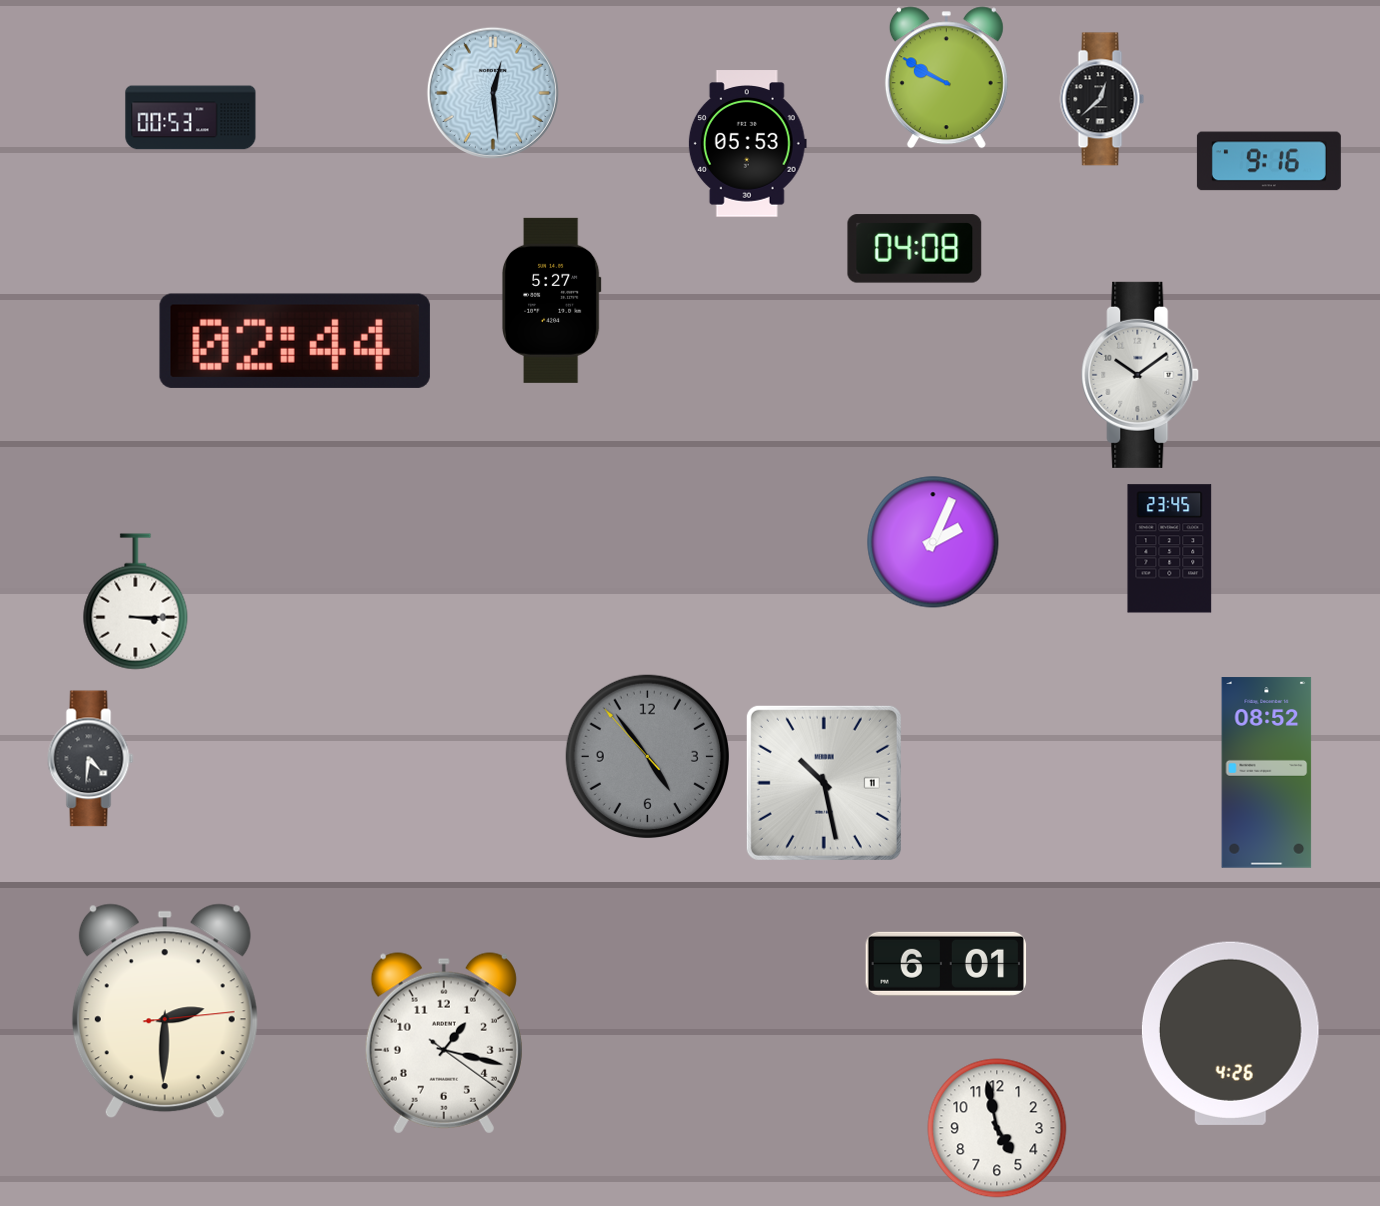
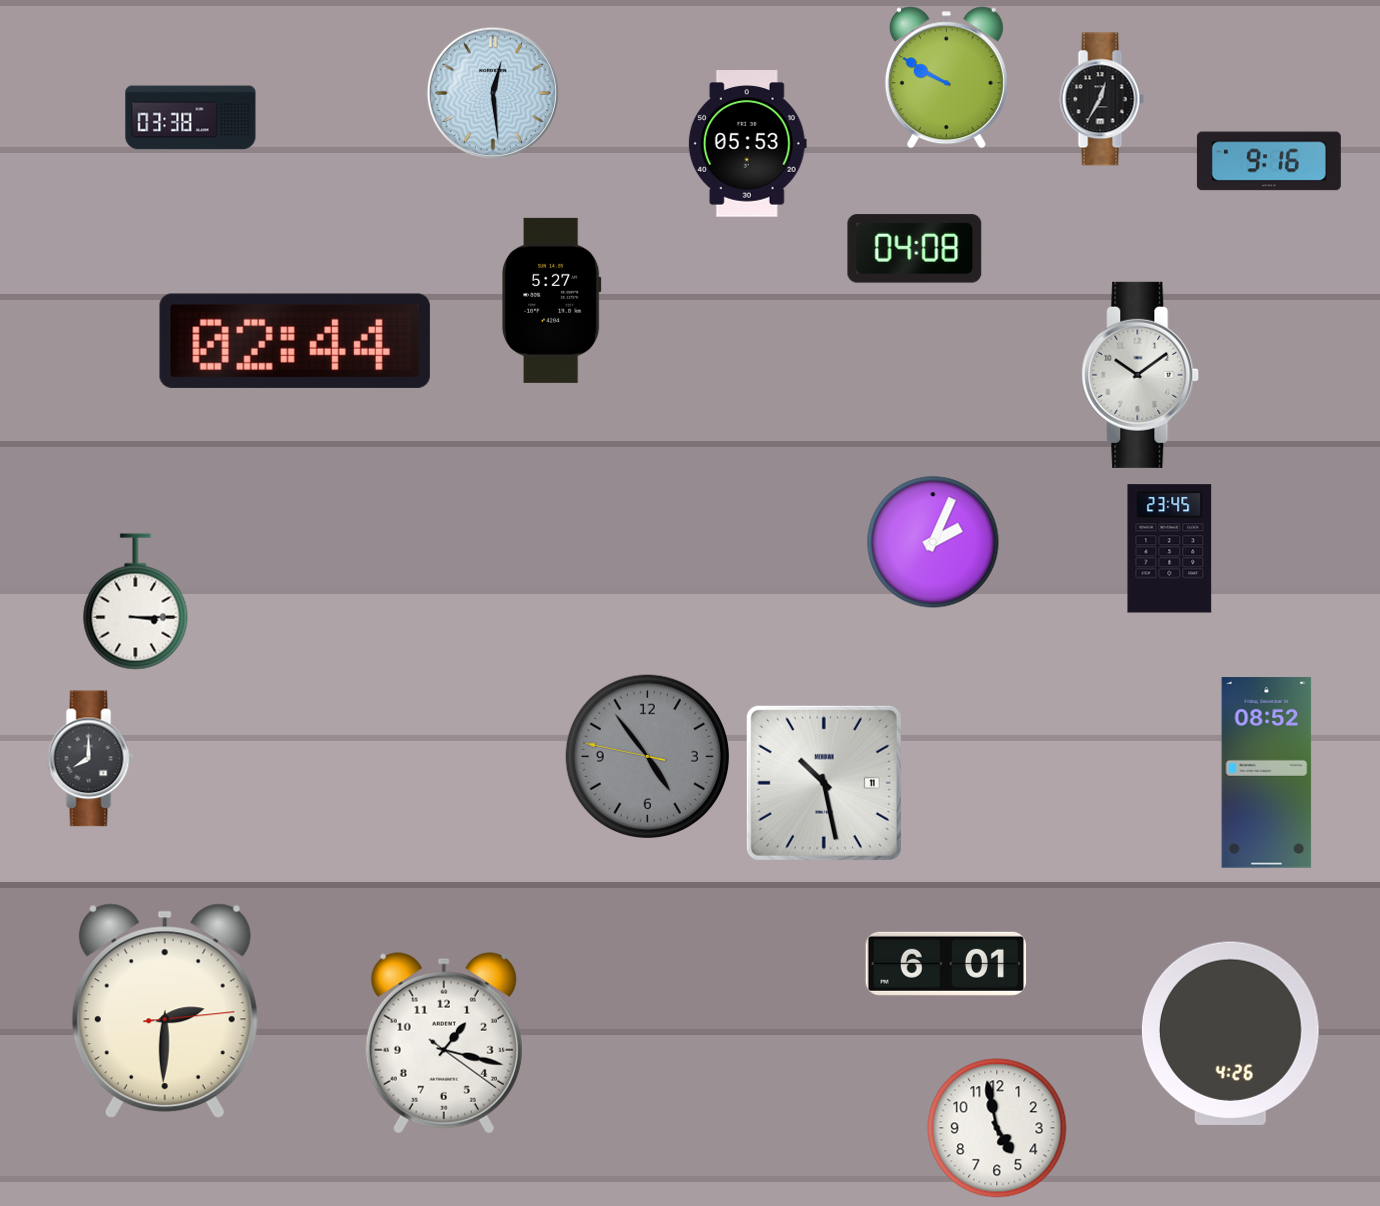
clock at (1102, 99): 12:38 -> 12:35
clock at (191, 118): 00:53 -> 03:38
clock at (647, 756): 4:53:53 -> 4:53:47
clock at (91, 759): 4:31 -> 8:00
